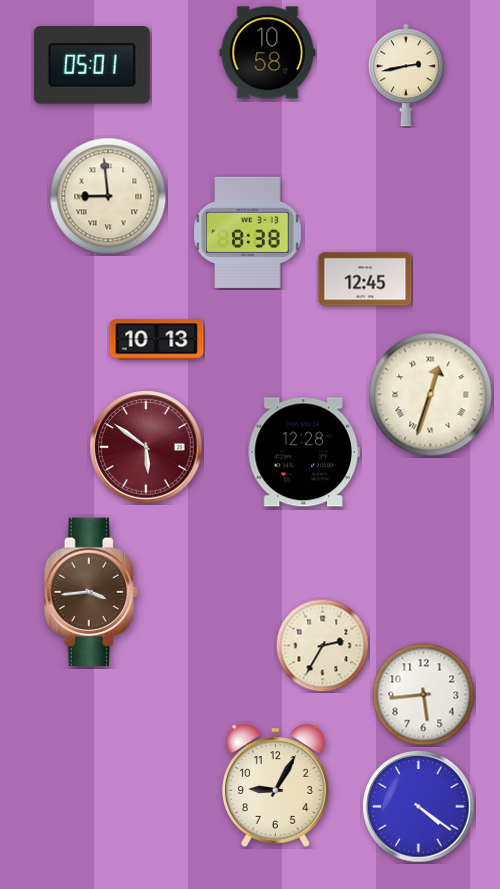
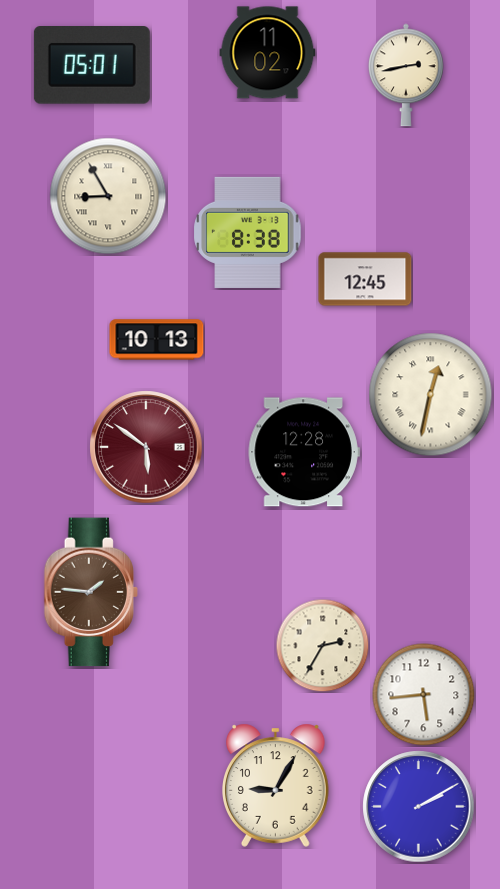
clock at (268, 53): 10:58 -> 11:02
clock at (108, 196): 8:59 -> 8:55
clock at (431, 395): 12:33 -> 12:32
clock at (91, 592): 3:44 -> 1:46
clock at (419, 807): 4:21 -> 2:10
